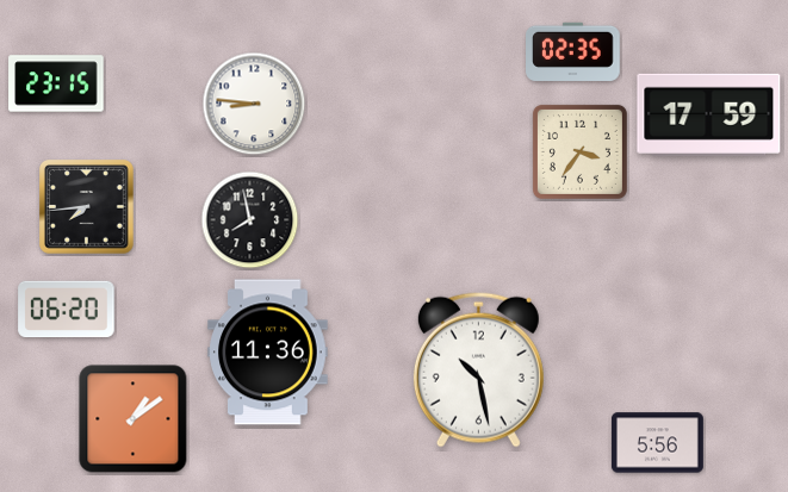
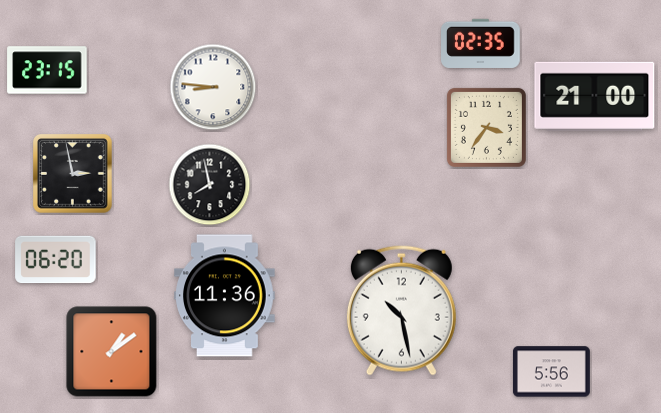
clock at (709, 114): 17:59 -> 21:00
clock at (87, 207): 7:44 -> 2:58
